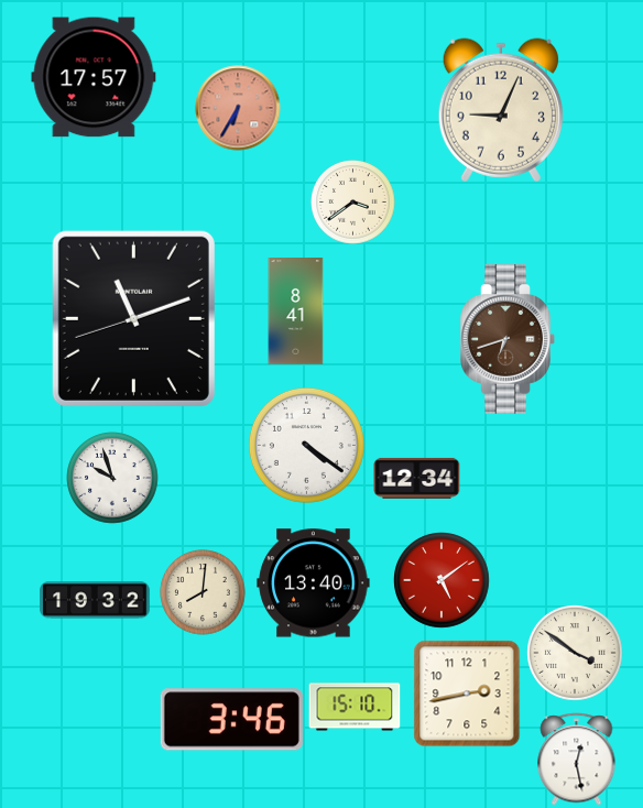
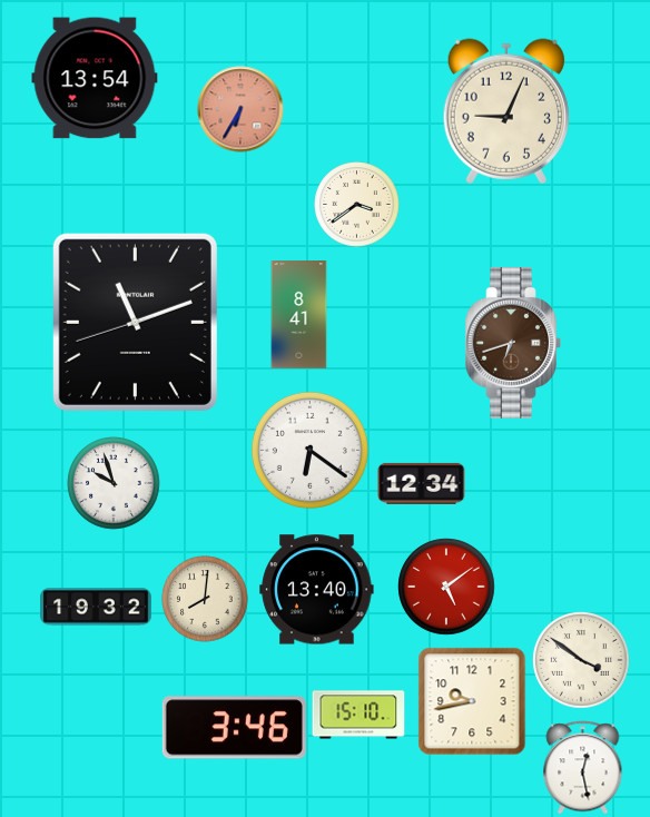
clock at (94, 77): 17:57 -> 13:54
clock at (306, 445): 4:21 -> 6:21
clock at (467, 694): 2:43 -> 9:43
